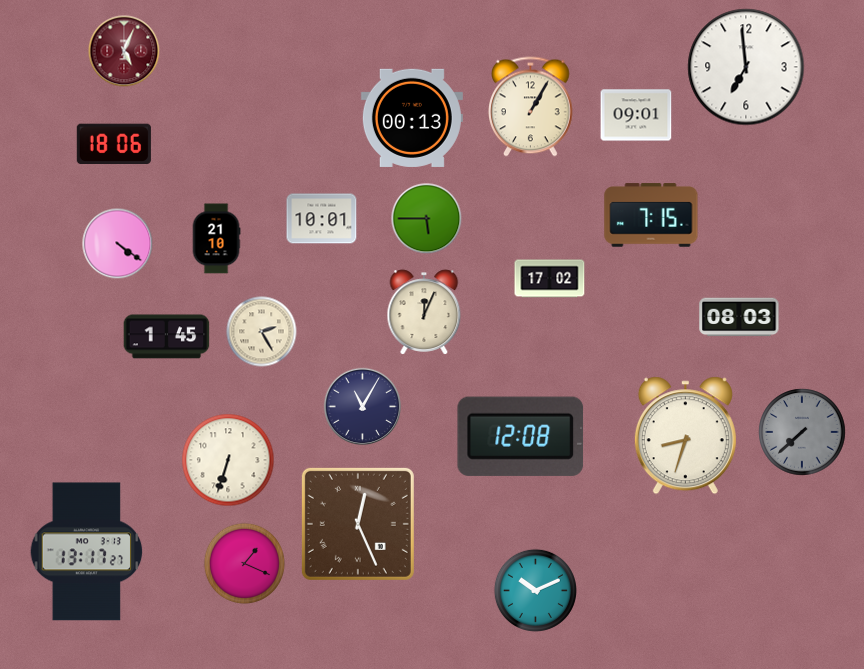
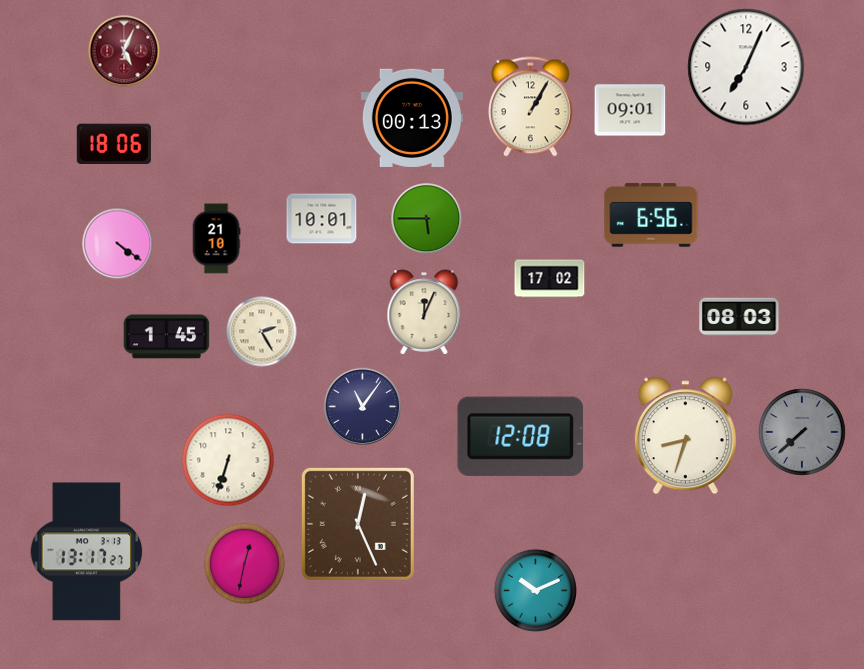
clock at (746, 67): 6:59 -> 7:04
clock at (636, 115) position: (636, 115) -> (630, 110)
clock at (651, 215): 7:15 -> 6:56
clock at (363, 407): 11:05 -> 11:06
clock at (245, 564): 1:19 -> 12:32
